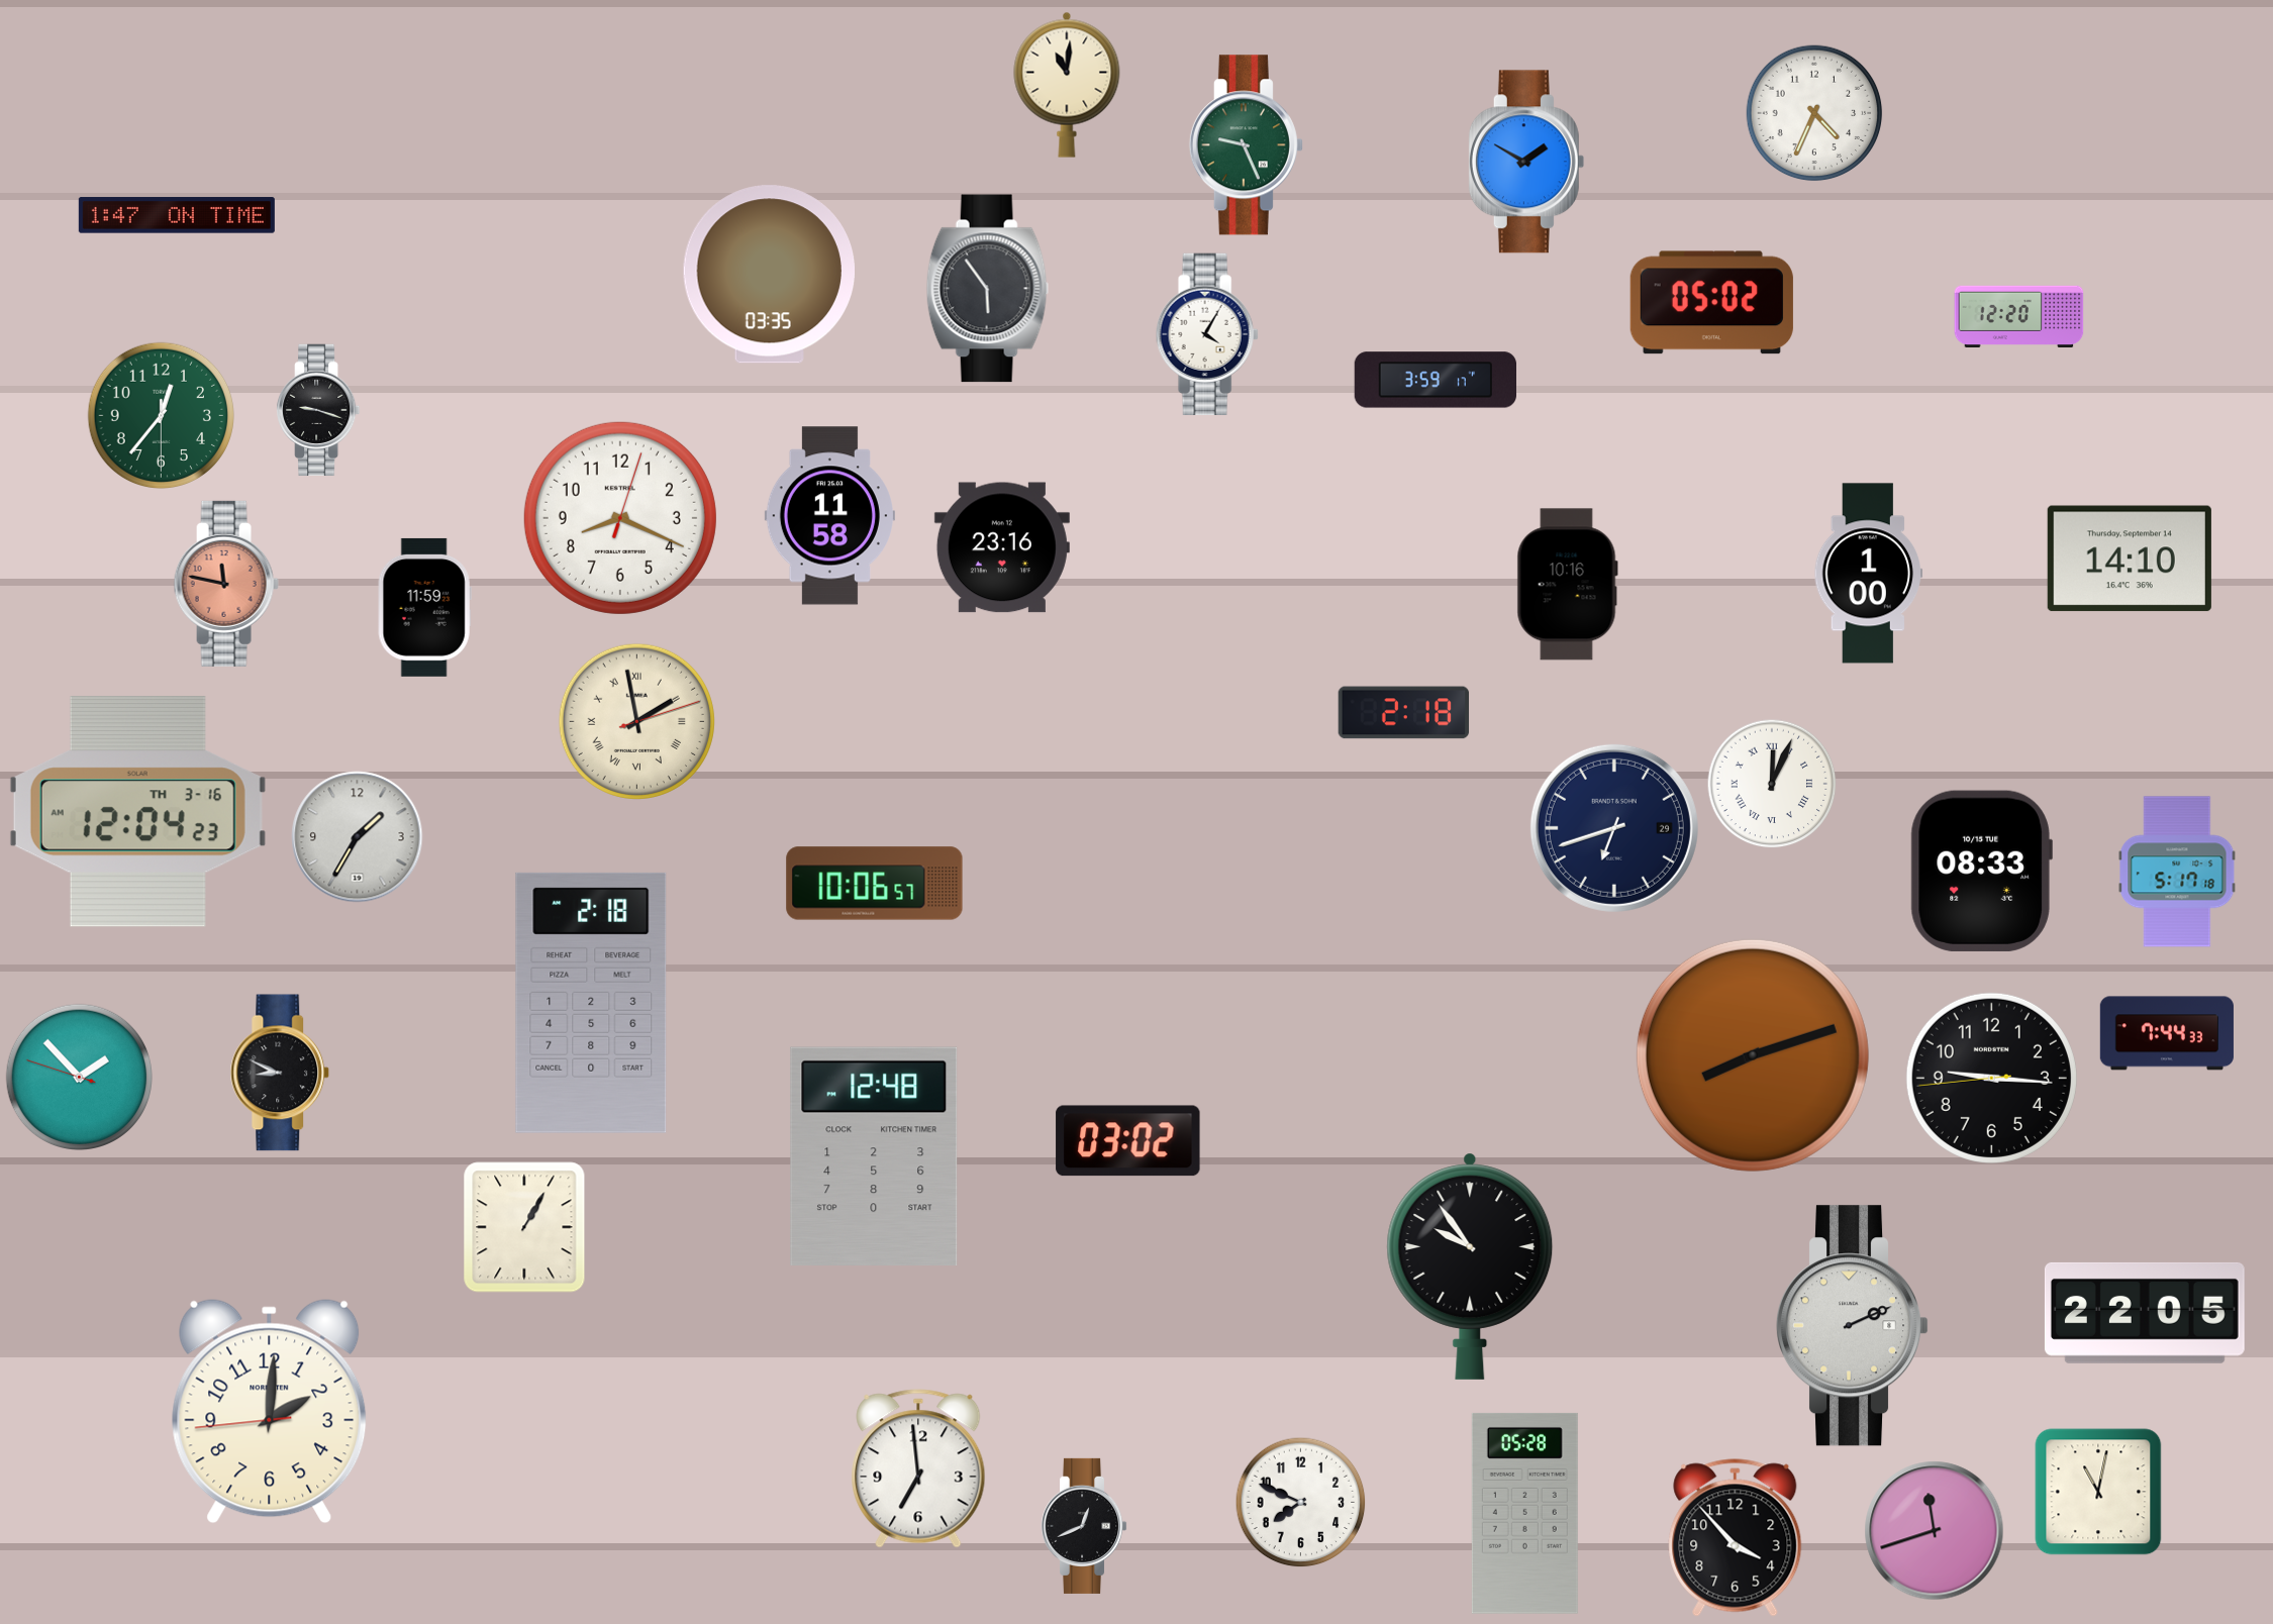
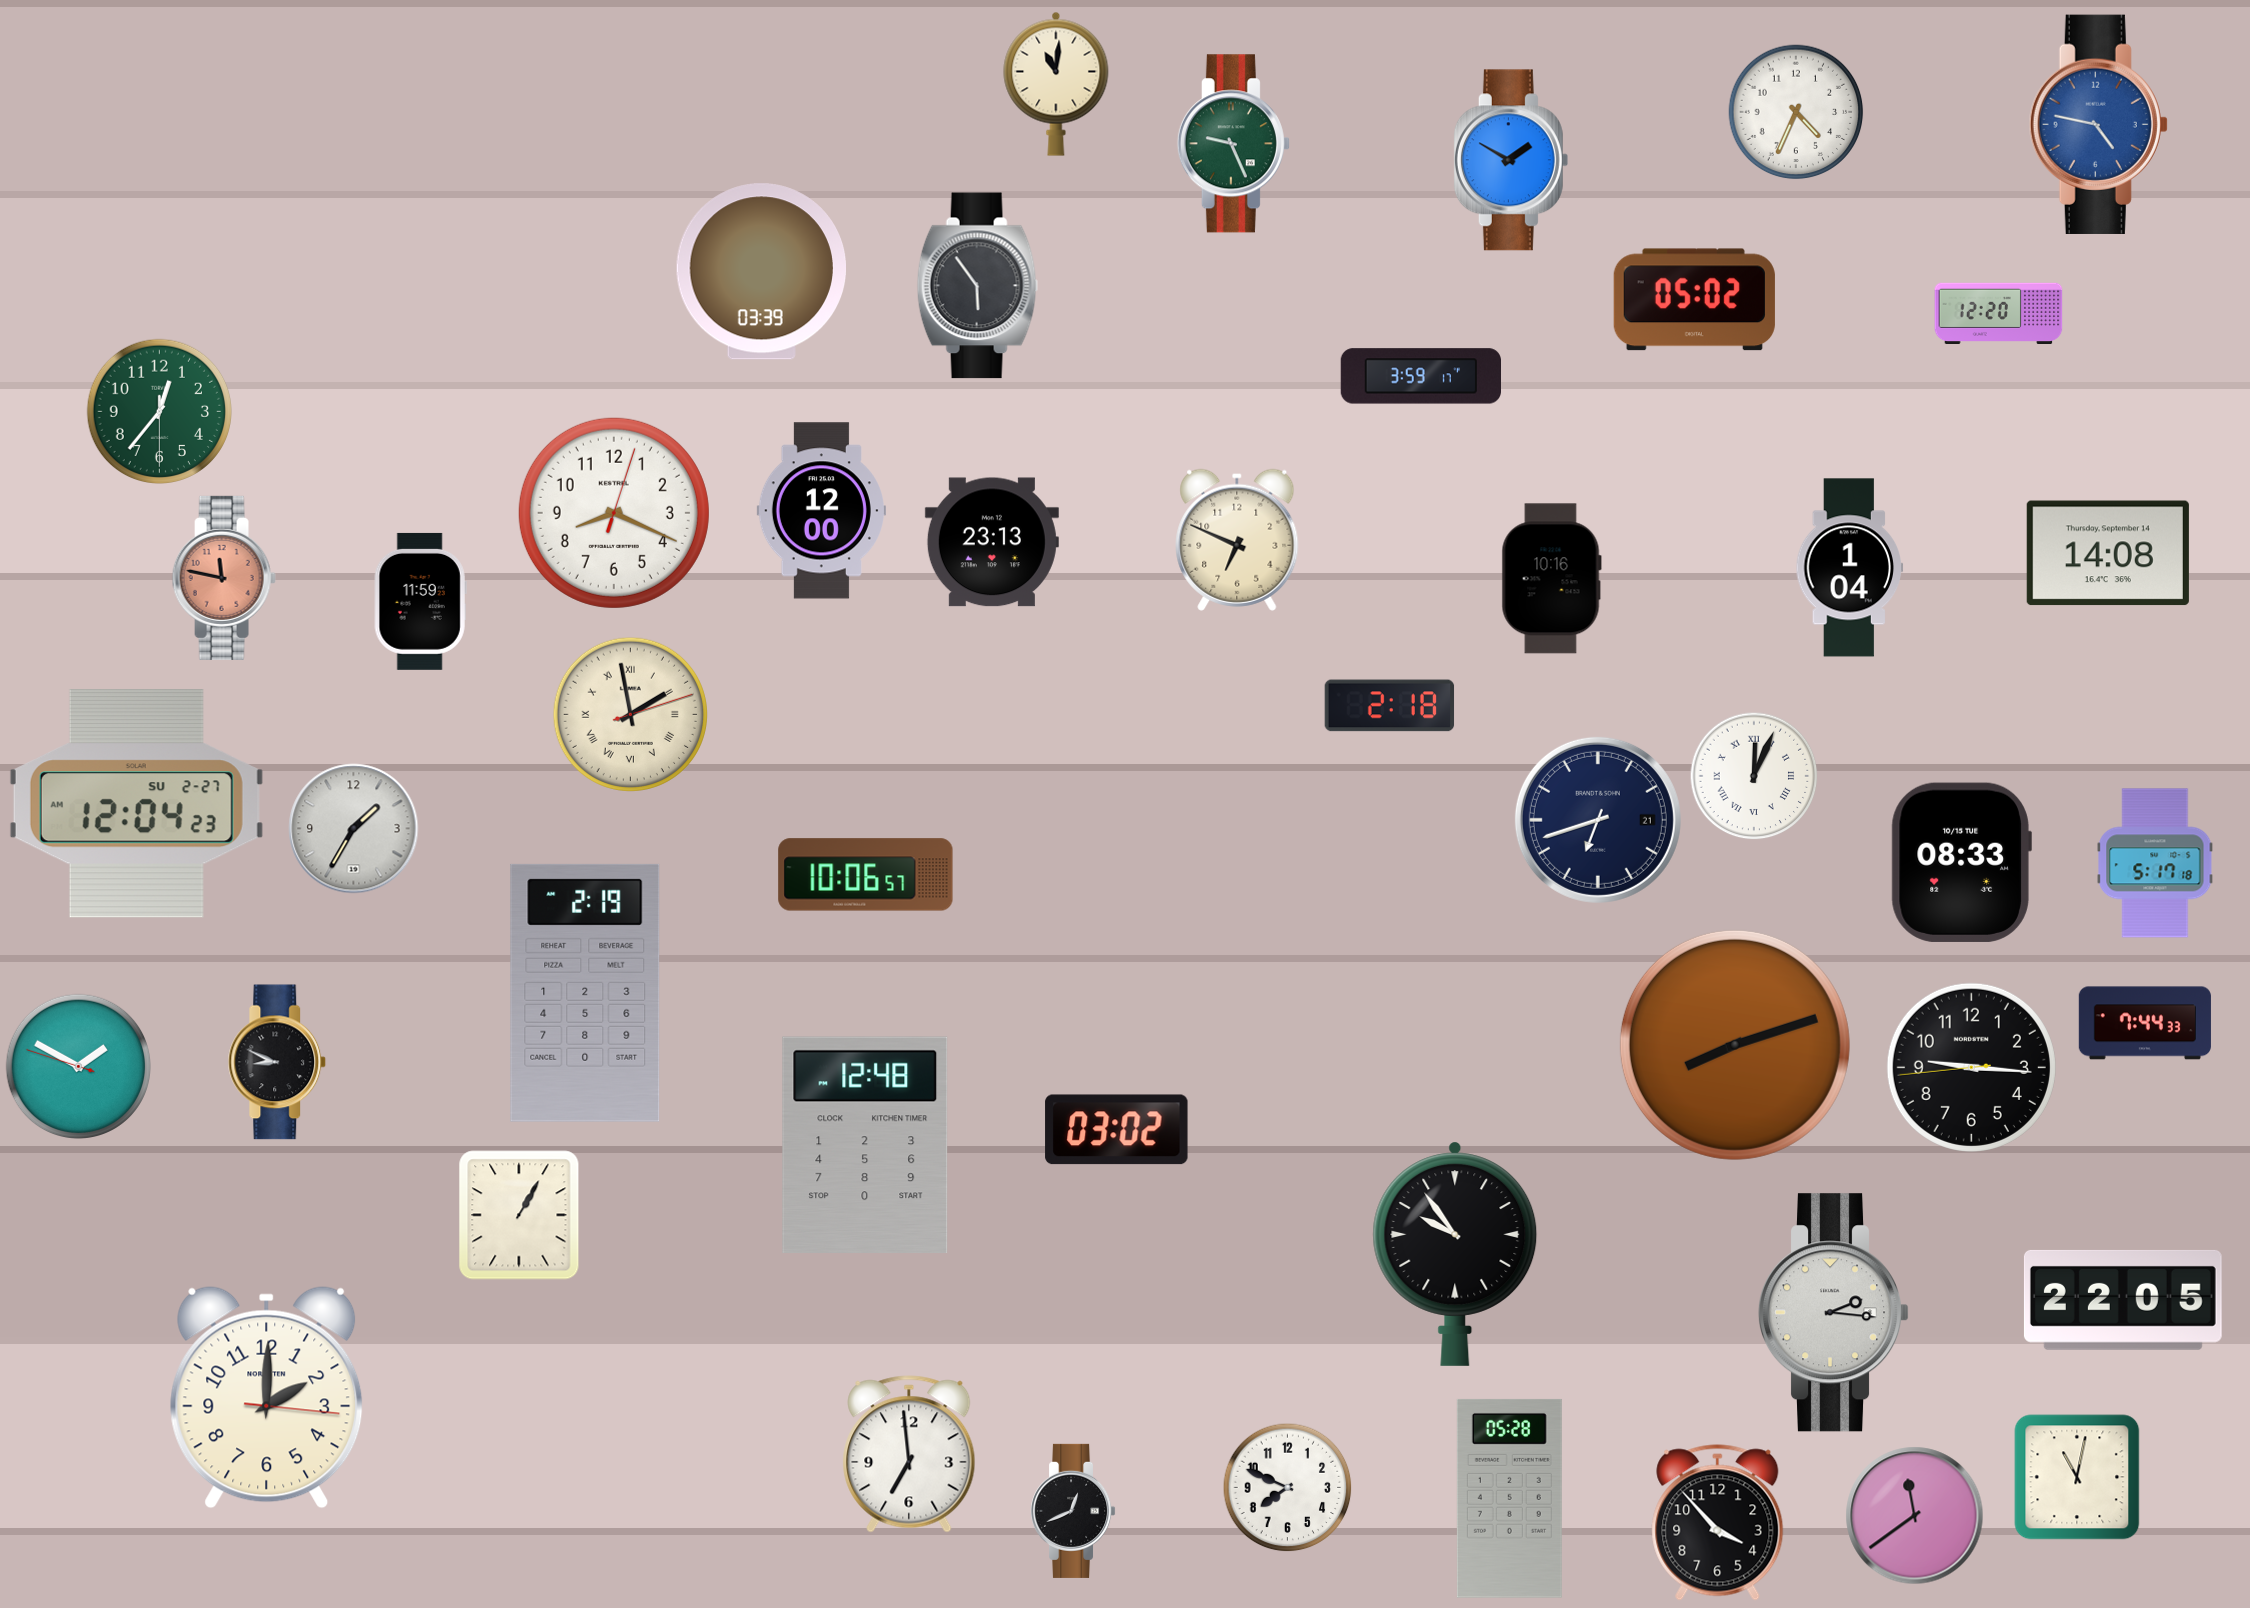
clock at (2098, 124): none -> 4:47
clock at (177, 215): 1:47 -> none
clock at (769, 275): 03:35 -> 03:39
clock at (1207, 333): 4:05 -> none
clock at (319, 410): 9:18 -> none
clock at (829, 516): 11:58 -> 12:00
clock at (1237, 540): none -> 6:49
clock at (1002, 547): 23:16 -> 23:13
clock at (2130, 559): 14:10 -> 14:08
clock at (1869, 574): 1:00 -> 1:04
clock at (137, 812) date: TH 3-16 -> SU 2-27
clock at (1614, 828) date: 29 -> 21
clock at (591, 1003): 2:18 -> 2:19
clock at (79, 1077): 1:52 -> 1:49
clock at (1853, 1326): 2:11 -> 2:16
clock at (270, 1412): 2:00:44 -> 2:00:16
clock at (1935, 1531): 11:42 -> 11:39
